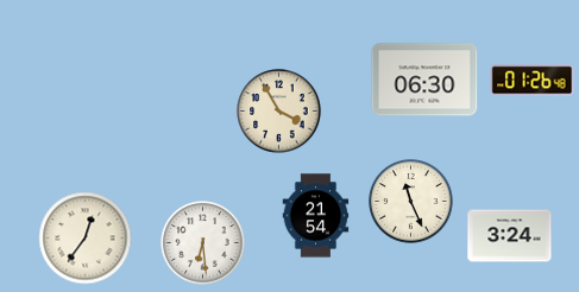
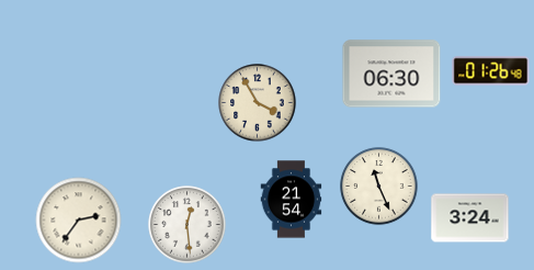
clock at (533, 81) position: (533, 81) -> (491, 71)
clock at (86, 239): 12:36 -> 2:36
clock at (203, 243): 6:29 -> 12:29
